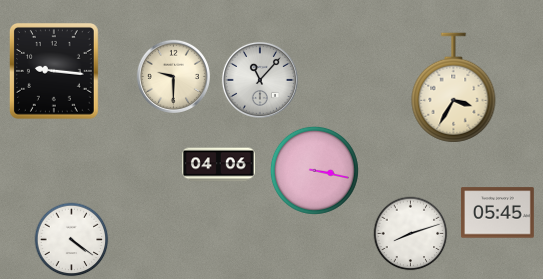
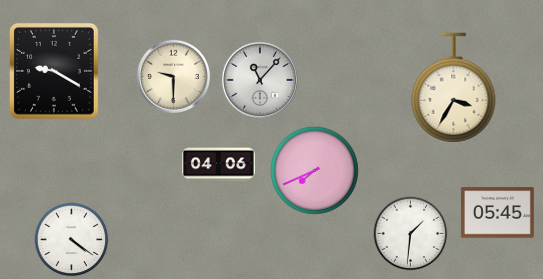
clock at (54, 72): 9:16 -> 9:20
clock at (314, 170): 3:17 -> 7:41
clock at (411, 234): 8:12 -> 1:31
